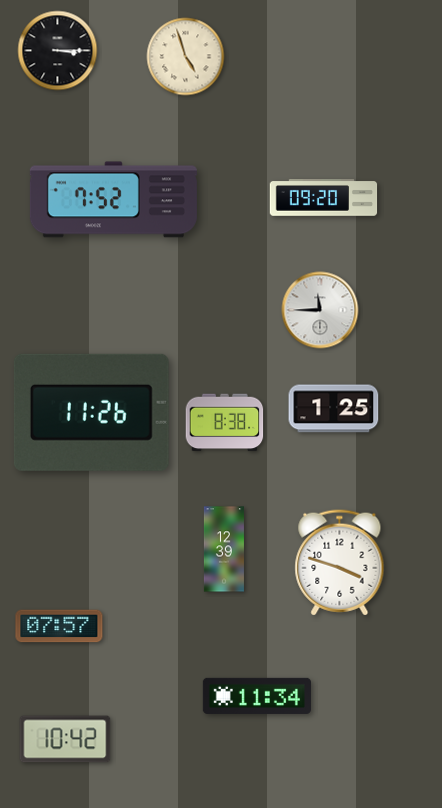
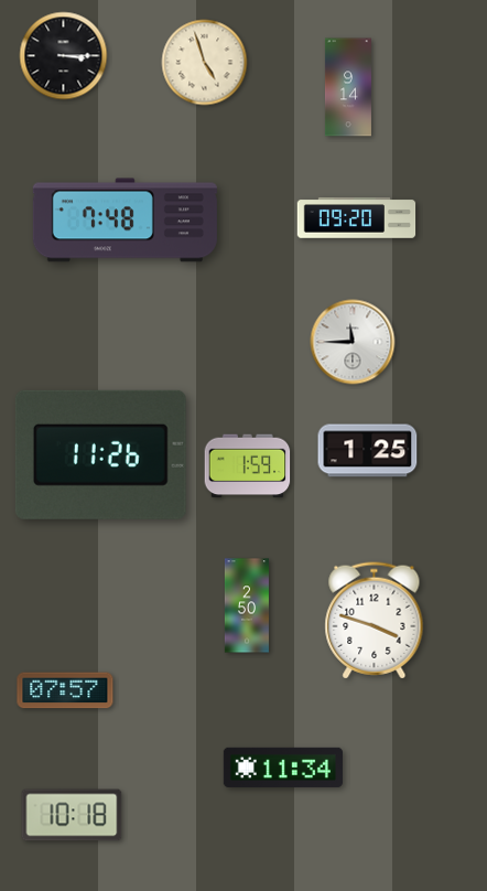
clock at (348, 87): none -> 9:14
clock at (113, 200): 7:52 -> 7:48
clock at (225, 423): 8:38 -> 1:59
clock at (224, 549): 12:39 -> 2:50
clock at (65, 739): 10:42 -> 10:18
